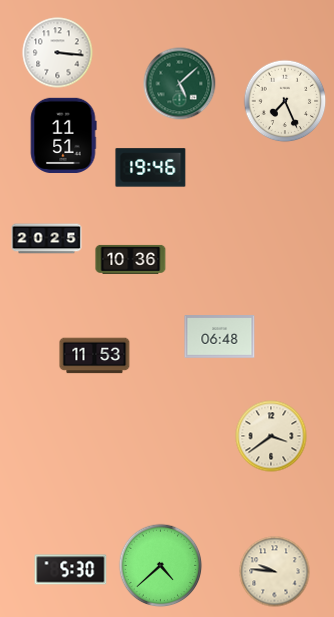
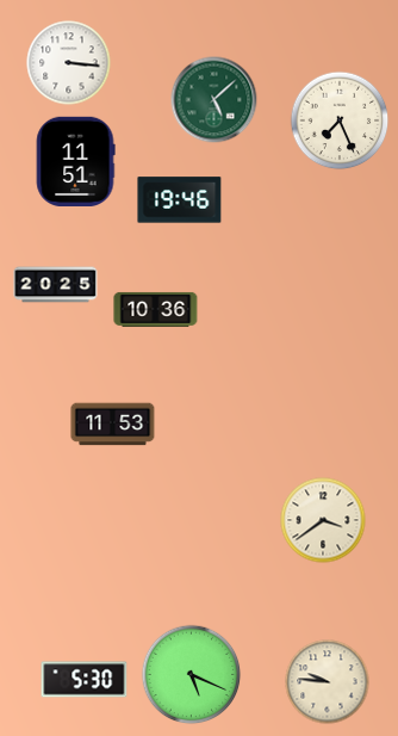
clock at (220, 337): 06:48 -> none
clock at (161, 566): 4:38 -> 5:19
